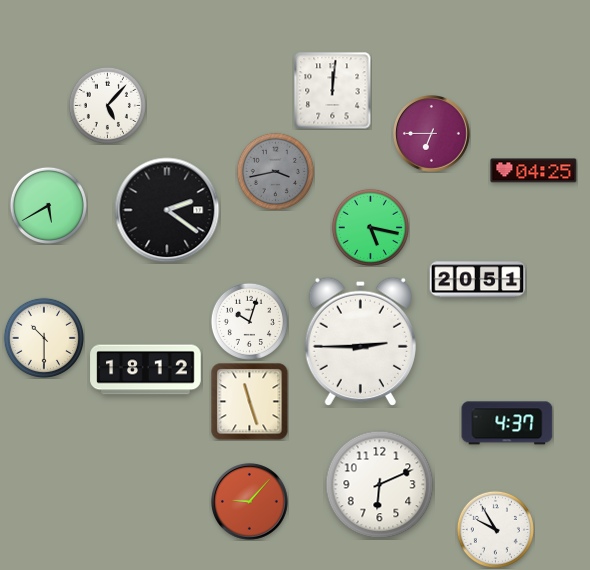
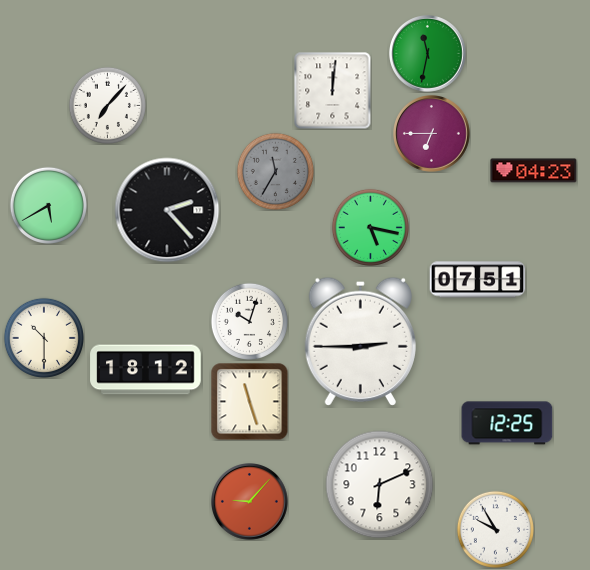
clock at (428, 54): none -> 11:32
clock at (107, 105): 5:07 -> 7:07
clock at (275, 171): 3:43 -> 11:35
clock at (534, 171): 04:25 -> 04:23
clock at (167, 210): 2:21 -> 2:23
clock at (478, 280): 20:51 -> 07:51
clock at (507, 423): 4:37 -> 12:25
